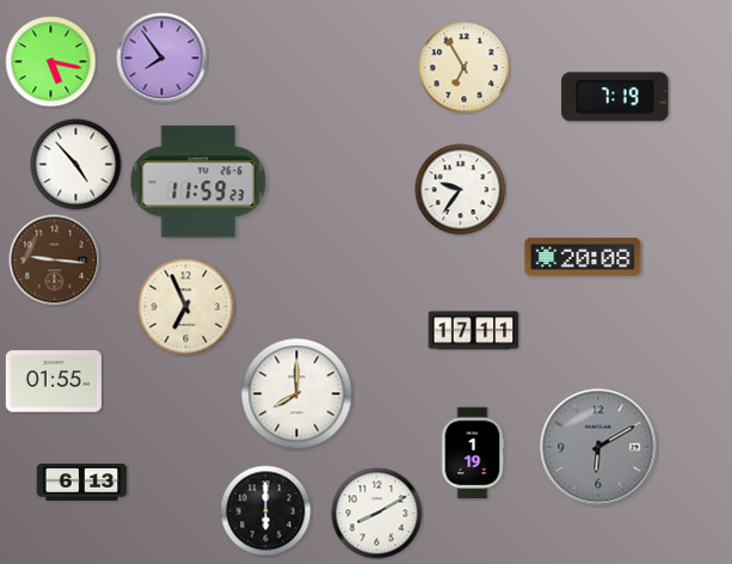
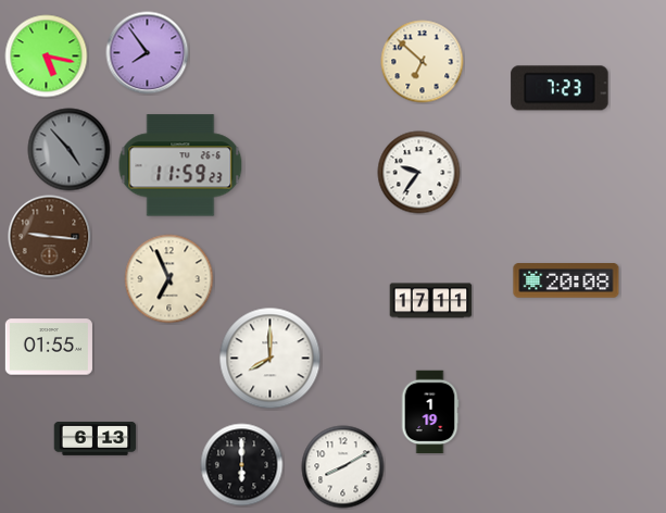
clock at (465, 68): 6:55 -> 6:52
clock at (615, 97): 7:19 -> 7:23
clock at (76, 165) dial: white -> grey
clock at (583, 257) position: (583, 257) -> (566, 280)
clock at (598, 447): 6:10 -> none
clock at (82, 483) position: (82, 483) -> (96, 439)
